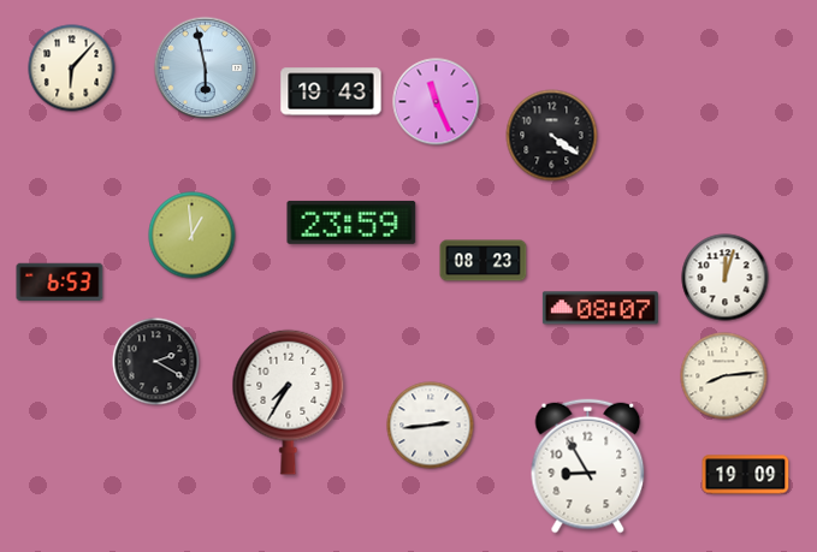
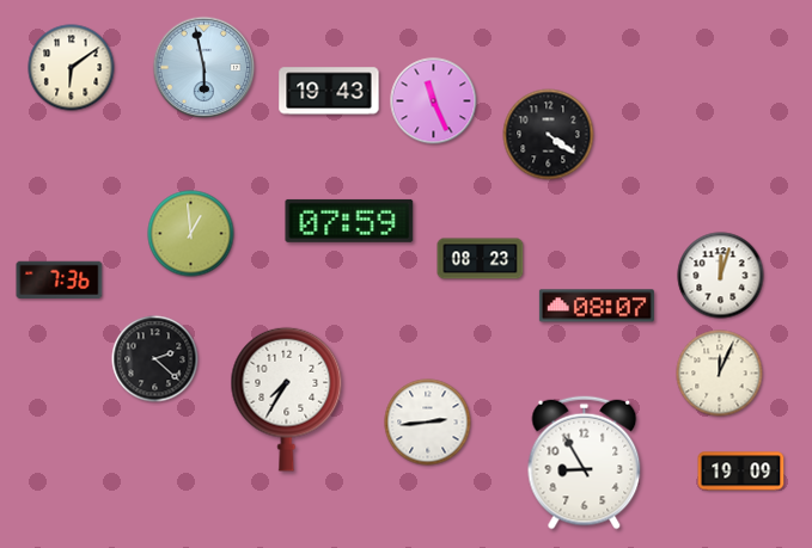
clock at (72, 69): 6:07 -> 6:09
clock at (351, 222): 23:59 -> 07:59
clock at (60, 281): 6:53 -> 7:36
clock at (156, 362): 2:20 -> 2:22
clock at (724, 376): 8:14 -> 12:04
